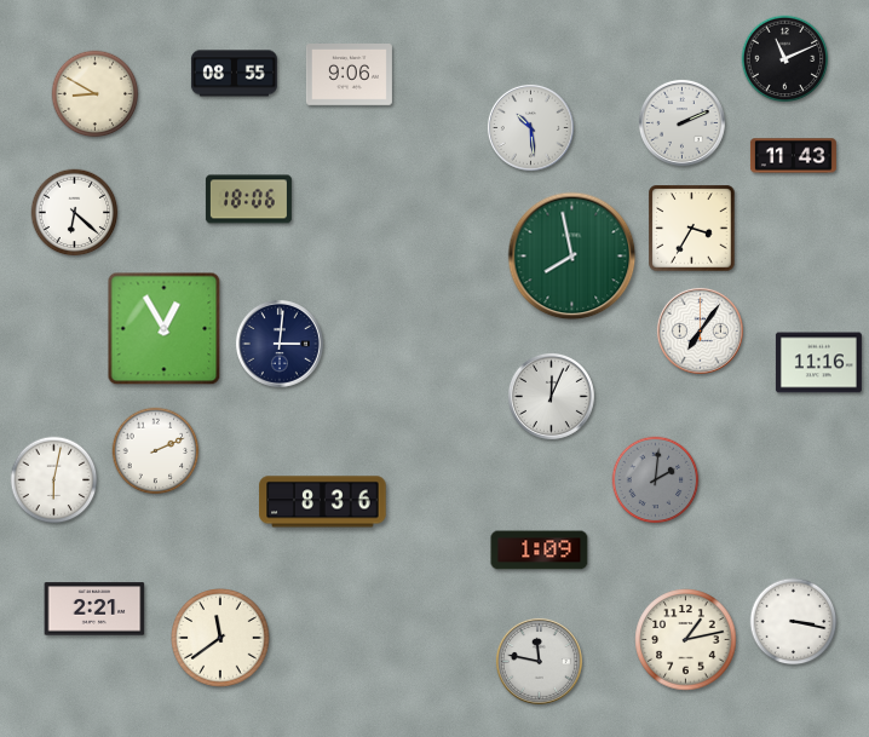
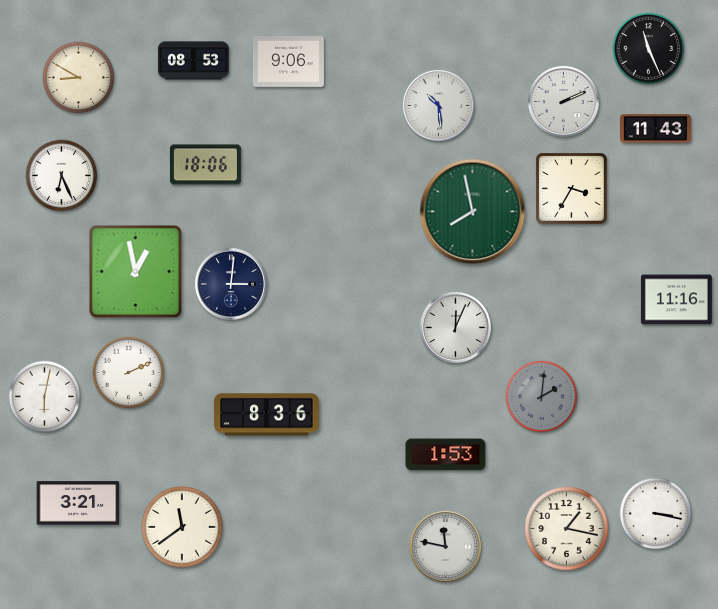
clock at (785, 59): 11:11 -> 11:26
clock at (234, 74): 08:55 -> 08:53
clock at (75, 213): 6:22 -> 6:26
clock at (165, 329): 12:55 -> 12:58
clock at (700, 330): 7:06 -> none
clock at (540, 551): 1:09 -> 1:53
clock at (94, 609): 2:21 -> 3:21
clock at (686, 640): 1:13 -> 1:17
